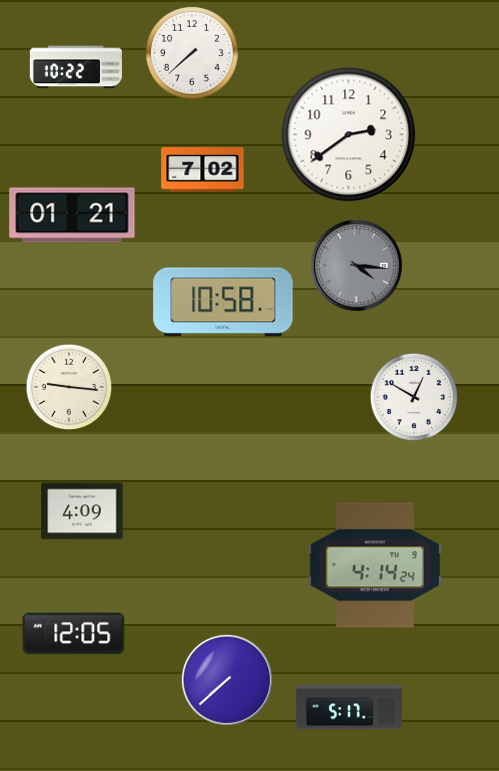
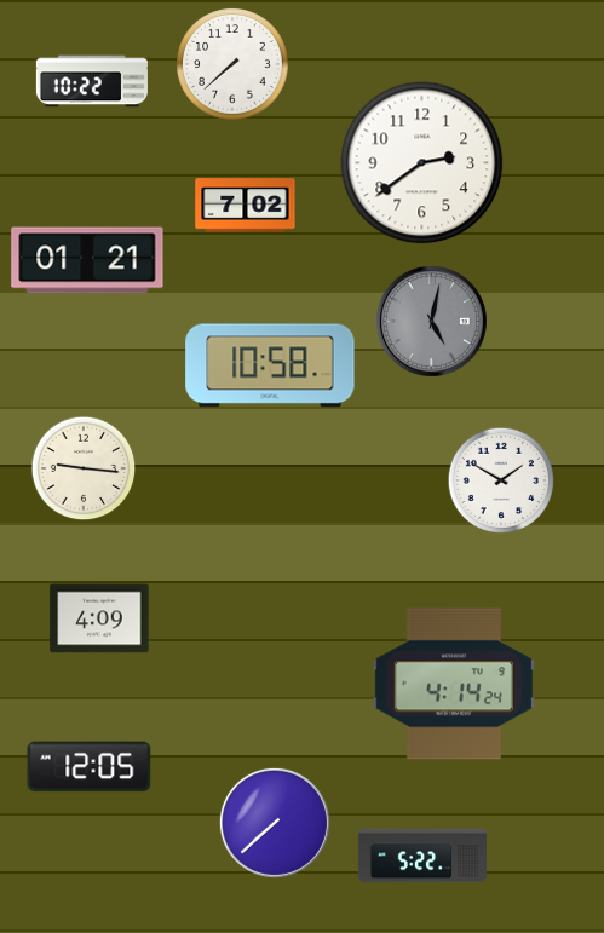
clock at (356, 265): 4:16 -> 5:02
clock at (413, 396): 12:50 -> 1:50
clock at (349, 707): 5:17 -> 5:22
